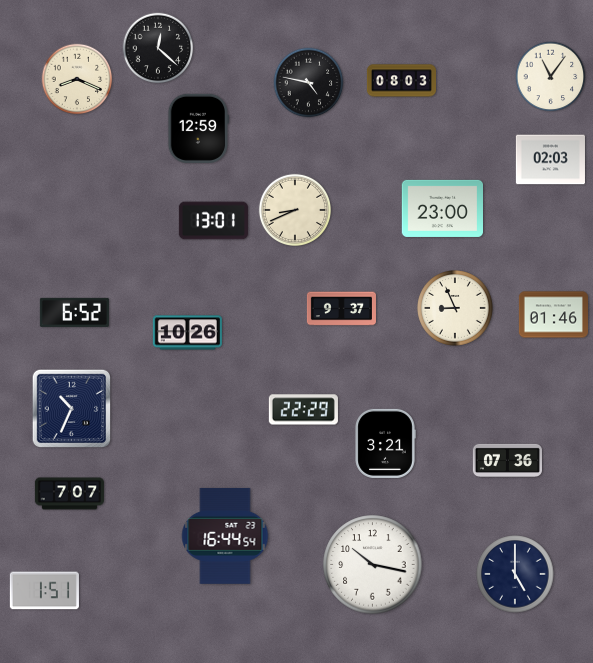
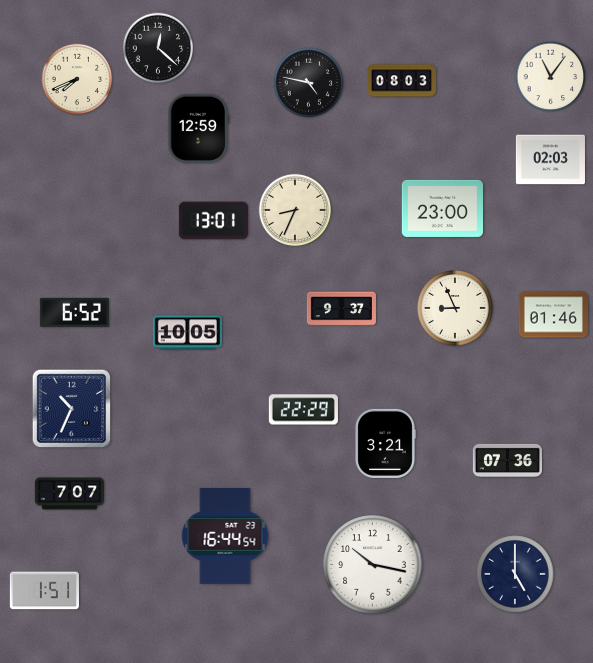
clock at (77, 79): 8:19 -> 7:41
clock at (294, 209): 8:41 -> 8:34
clock at (187, 333): 10:26 -> 10:05
